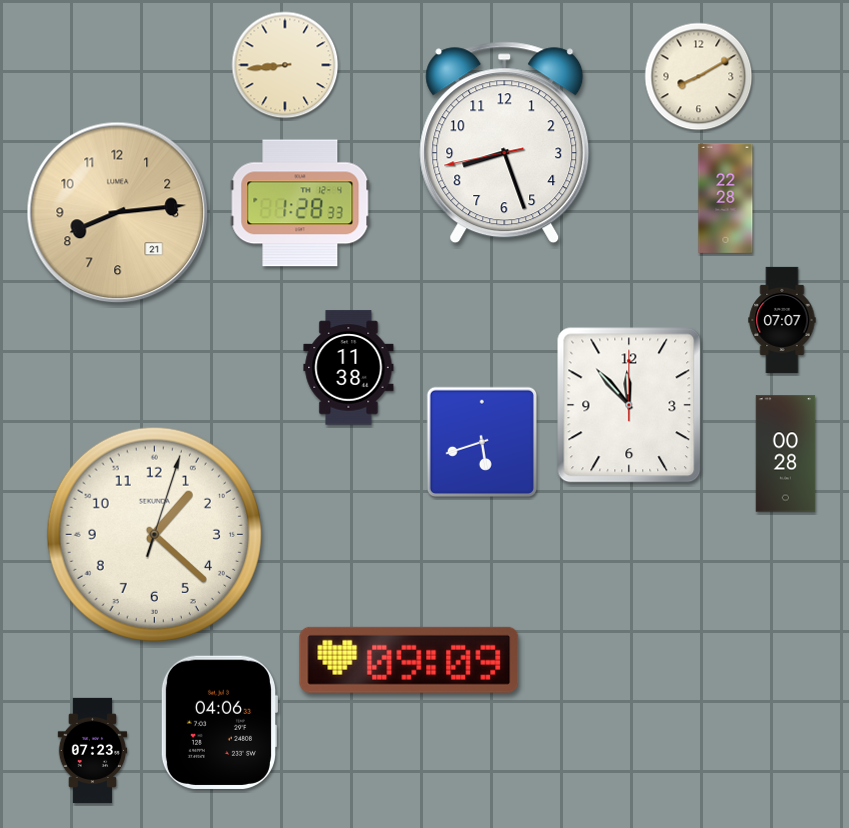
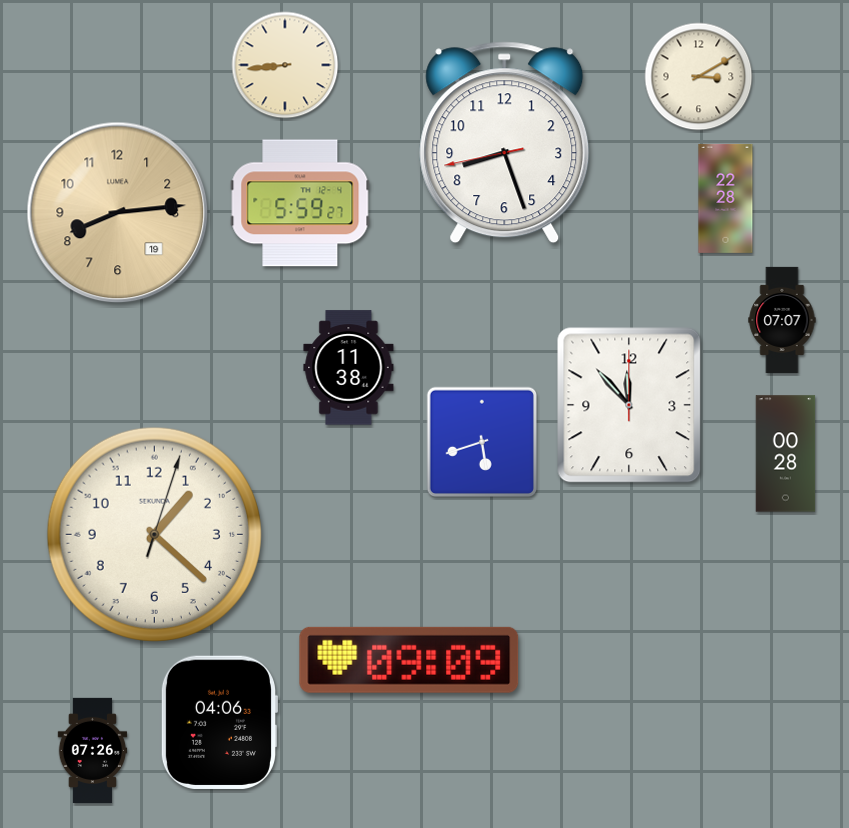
clock at (699, 77): 8:10 -> 3:10
clock at (300, 203): 1:28 -> 5:59
clock at (118, 213) date: 21 -> 19
clock at (93, 750): 07:23 -> 07:26
